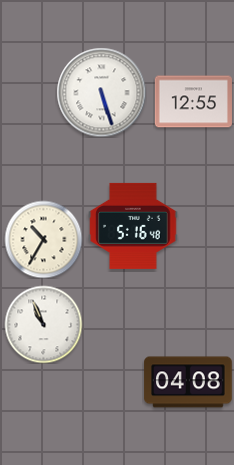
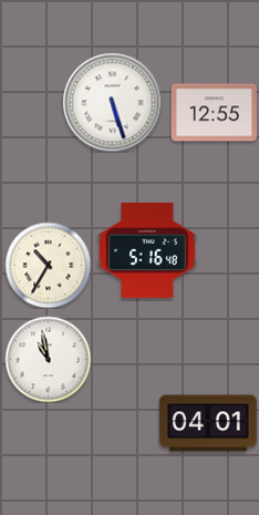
clock at (43, 324): 10:56 -> 10:58
clock at (188, 382): 04:08 -> 04:01
